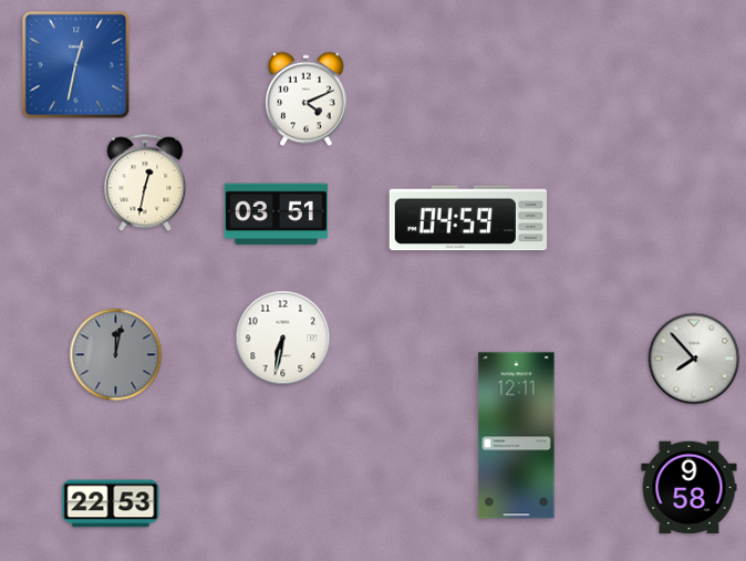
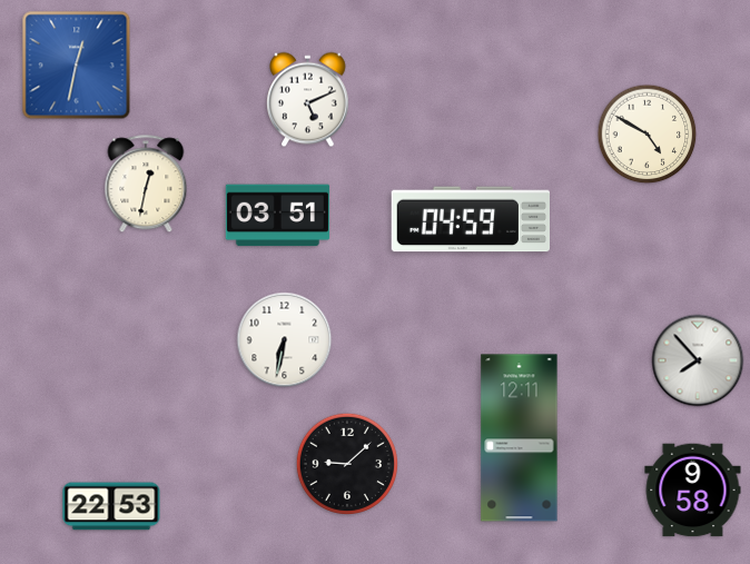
clock at (307, 100): 4:11 -> 5:11
clock at (648, 135): none -> 4:50
clock at (116, 355): 12:02 -> none
clock at (346, 463): none -> 9:08
